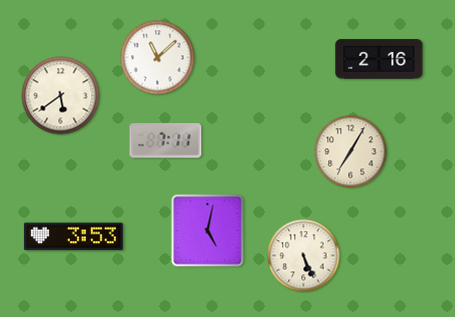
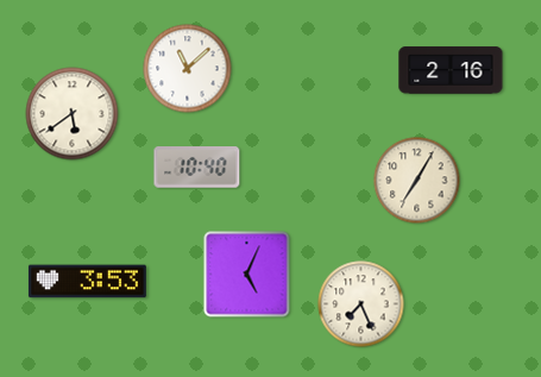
clock at (166, 141): 7:11 -> 10:40
clock at (208, 231): 5:02 -> 5:04
clock at (304, 256): 5:26 -> 7:26
